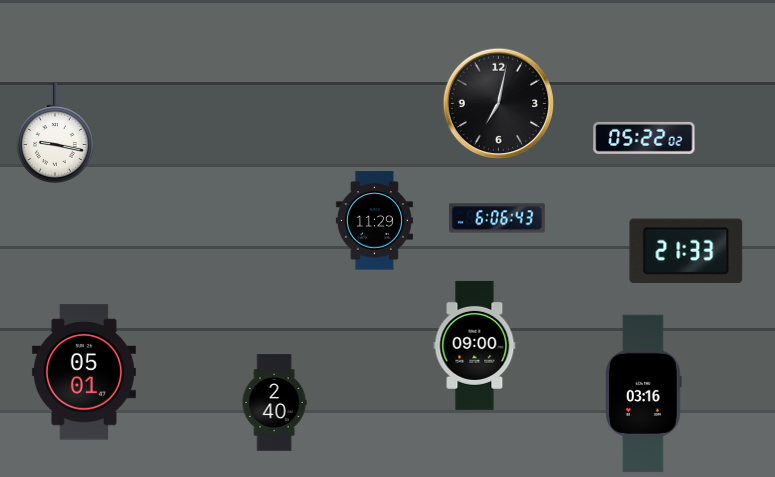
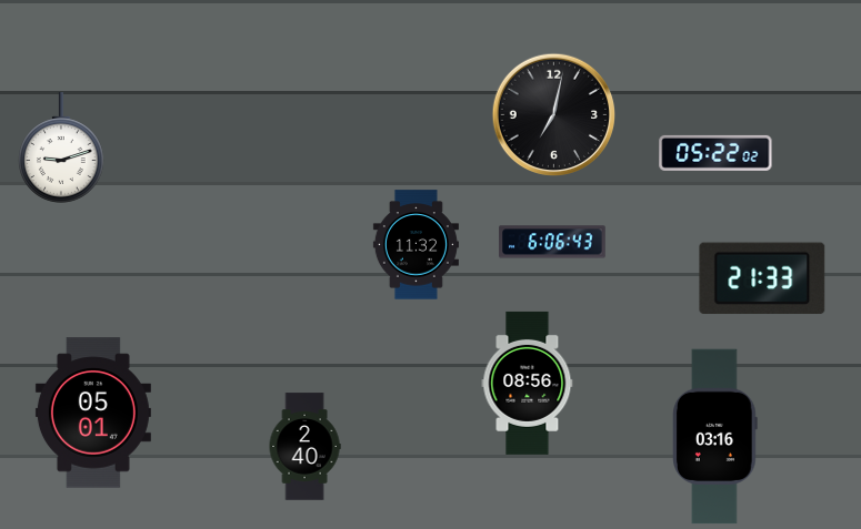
clock at (56, 133): 9:17 -> 9:12
clock at (374, 221): 11:29 -> 11:32
clock at (475, 345): 09:00 -> 08:56
